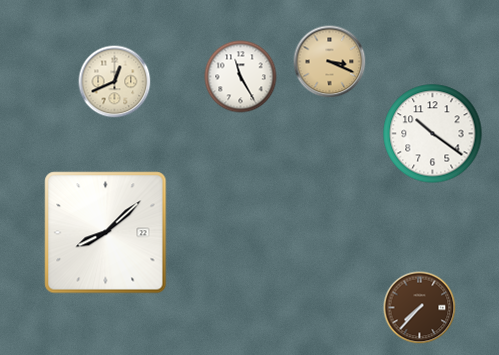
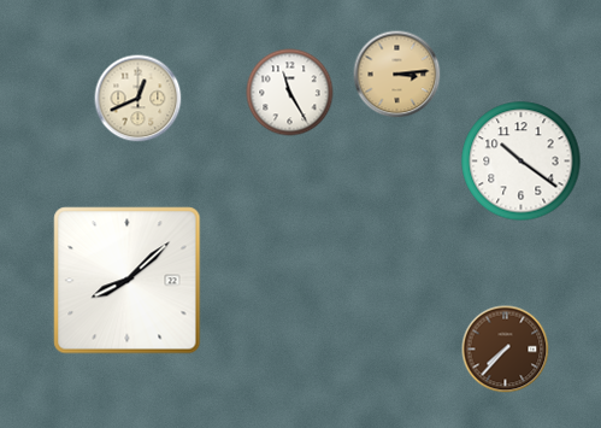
clock at (330, 62): 3:19 -> 3:14
clock at (420, 308) position: (420, 308) -> (506, 350)
